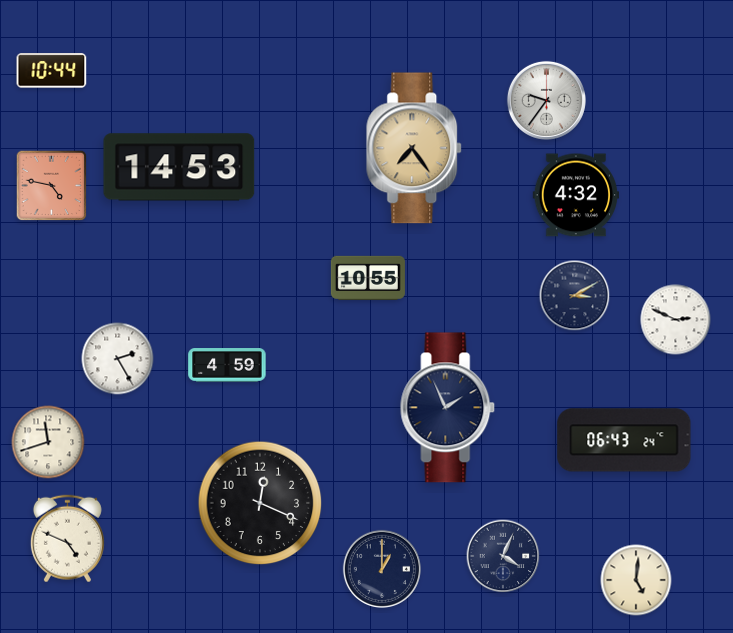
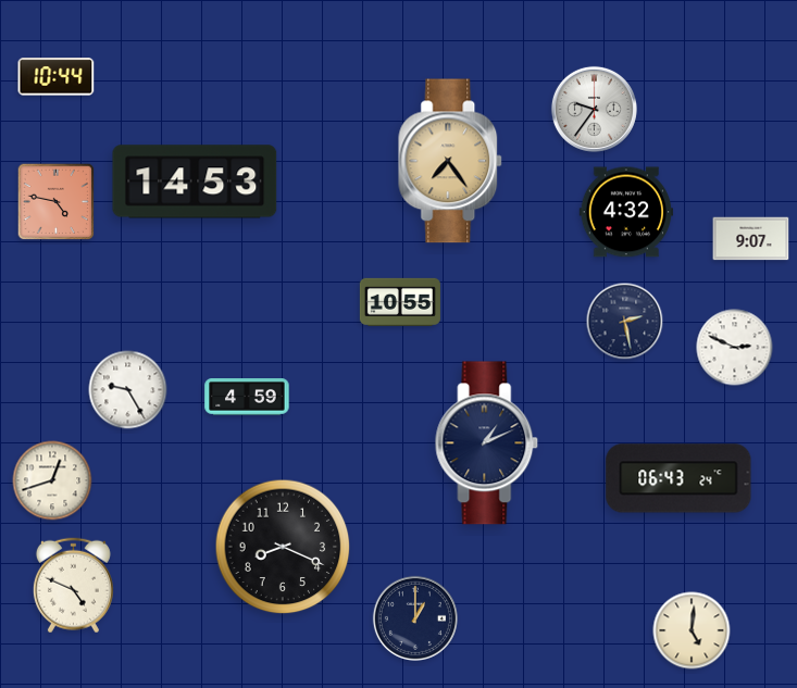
clock at (751, 239): none -> 9:07
clock at (575, 296): 3:10 -> 2:28
clock at (118, 359): 2:25 -> 9:25
clock at (448, 408): 1:56 -> 1:11
clock at (48, 442): 11:42 -> 12:42
clock at (260, 503): 12:19 -> 8:19
clock at (503, 556): 4:04 -> none
